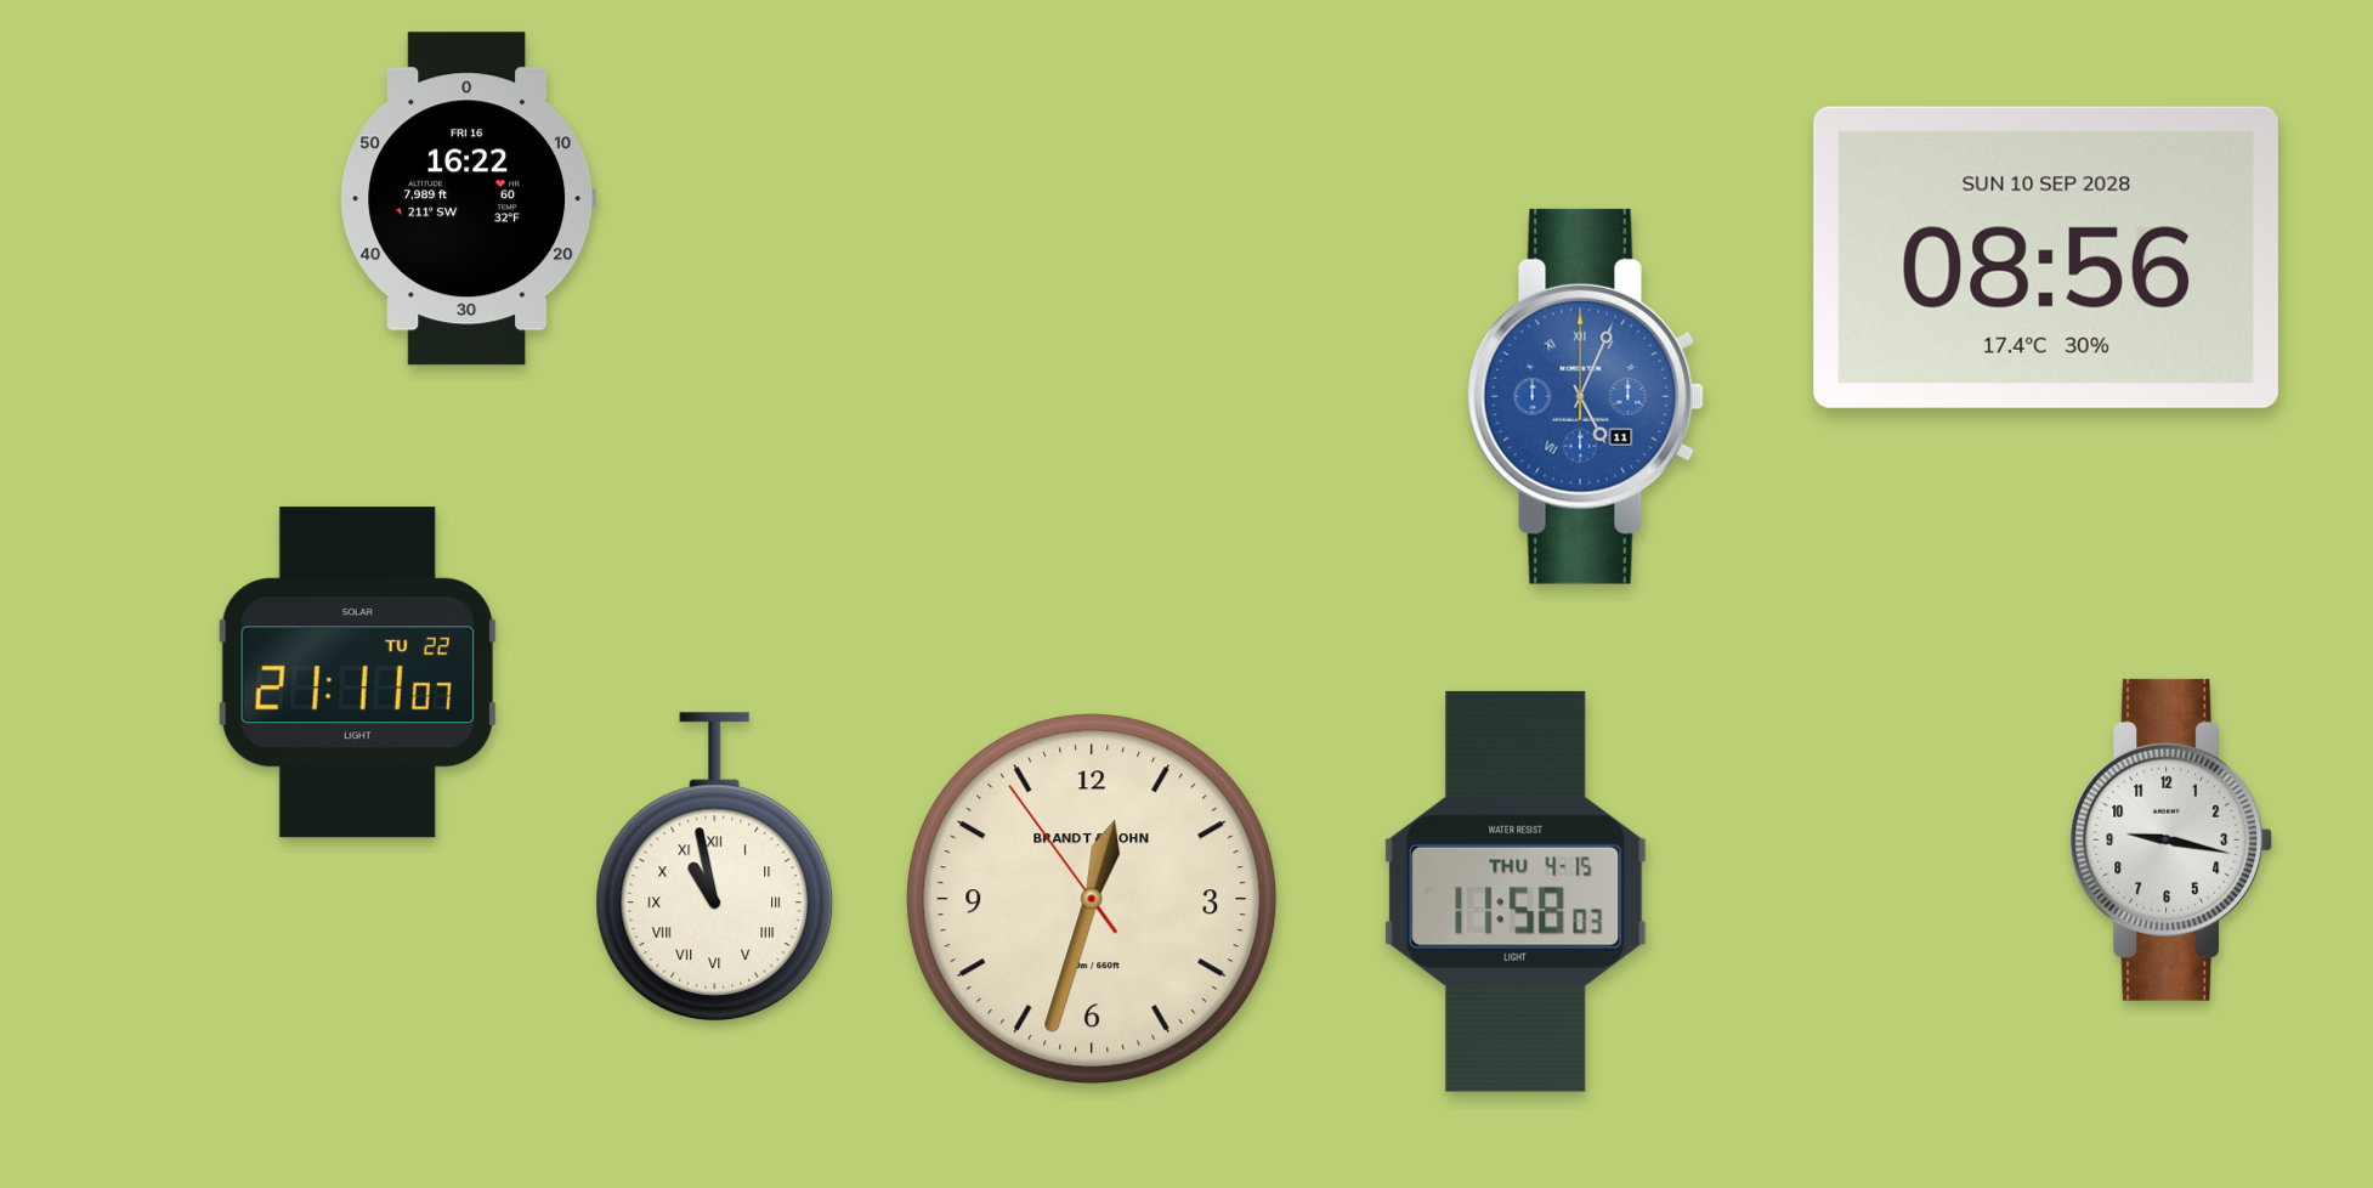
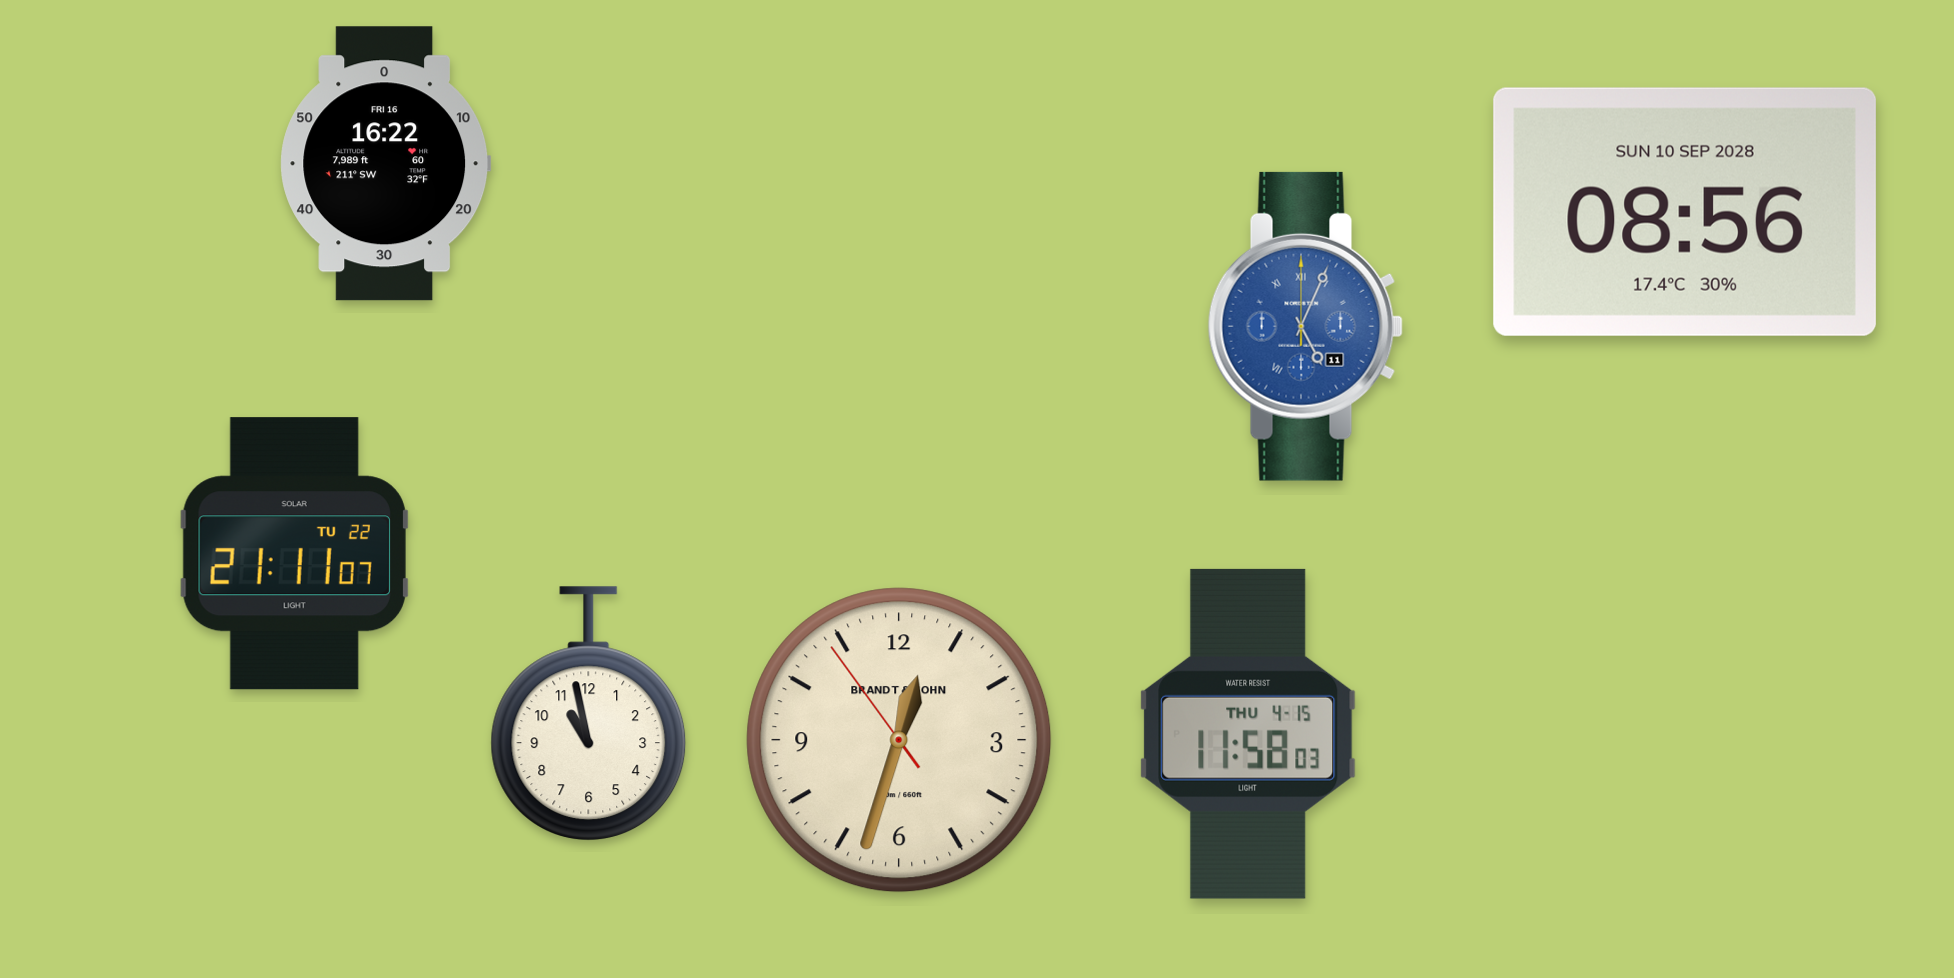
clock at (2171, 839): 9:17 -> none
clock at (715, 867) numerals: Roman -> Arabic
